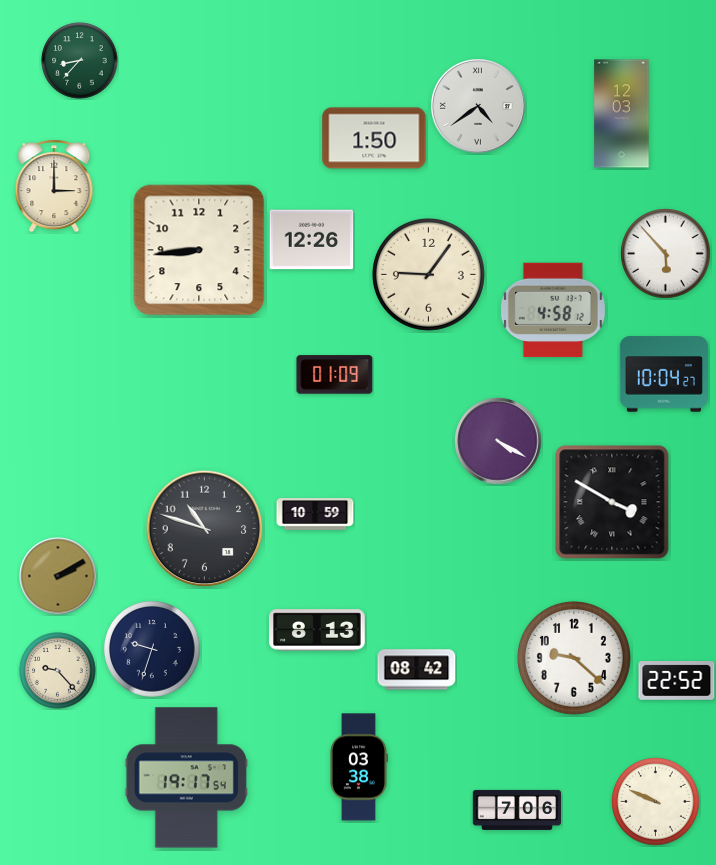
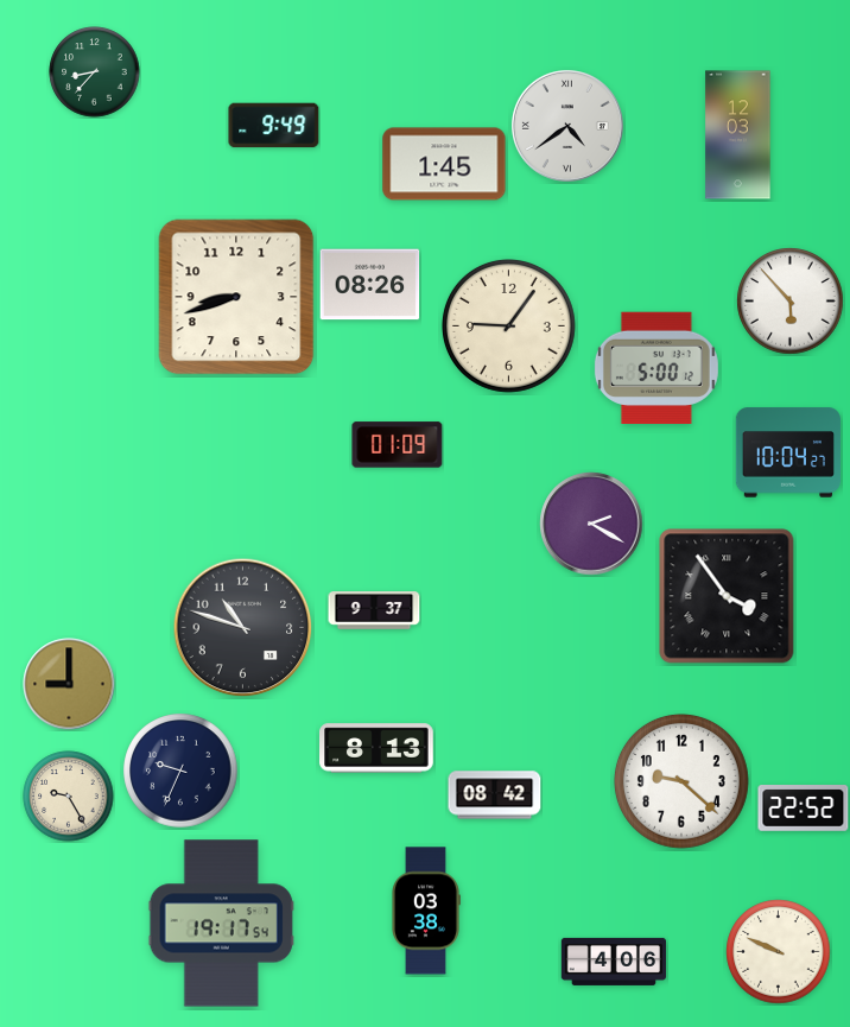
clock at (274, 126): none -> 9:49
clock at (374, 138): 1:50 -> 1:45
clock at (54, 186): 3:00 -> none
clock at (312, 240): 12:26 -> 08:26
clock at (199, 250): 8:44 -> 8:42
clock at (553, 309): 4:58 -> 5:00
clock at (664, 374) position: (664, 374) -> (788, 452)
clock at (498, 441): 4:20 -> 2:20
clock at (612, 502): 3:50 -> 3:54
clock at (315, 514): 10:59 -> 9:37
clock at (58, 576): 2:10 -> 9:00
clock at (152, 649): 9:33 -> 9:34
clock at (58, 671): 9:23 -> 9:25
clock at (516, 810): 7:06 -> 4:06
